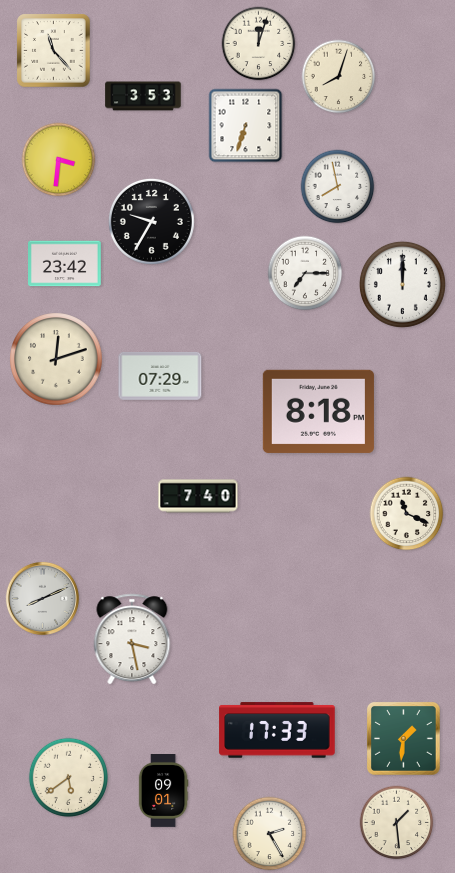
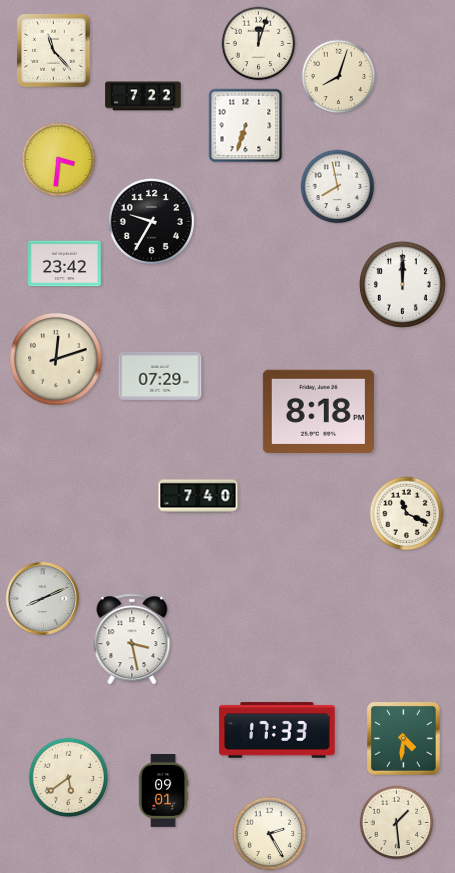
clock at (143, 96): 3:53 -> 7:22
clock at (305, 273): 7:15 -> none
clock at (404, 739): 1:31 -> 4:31
